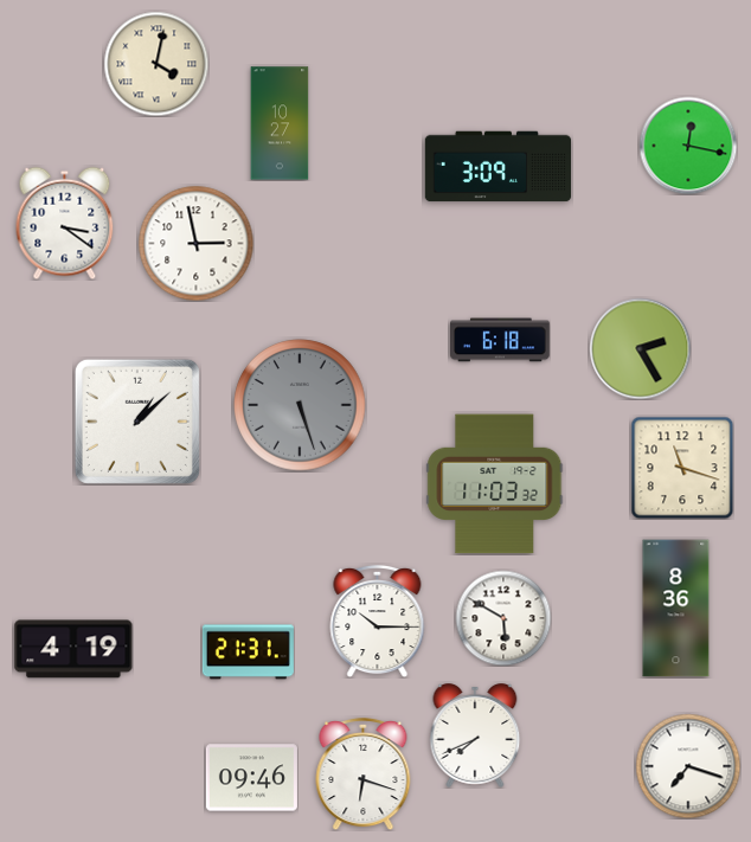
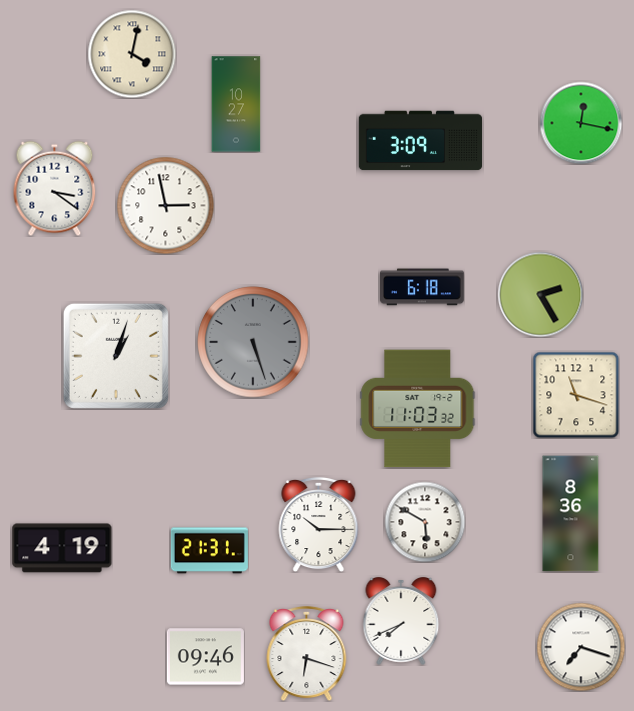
clock at (137, 422): 1:08 -> 1:03
clock at (251, 778) position: (251, 778) -> (205, 657)
